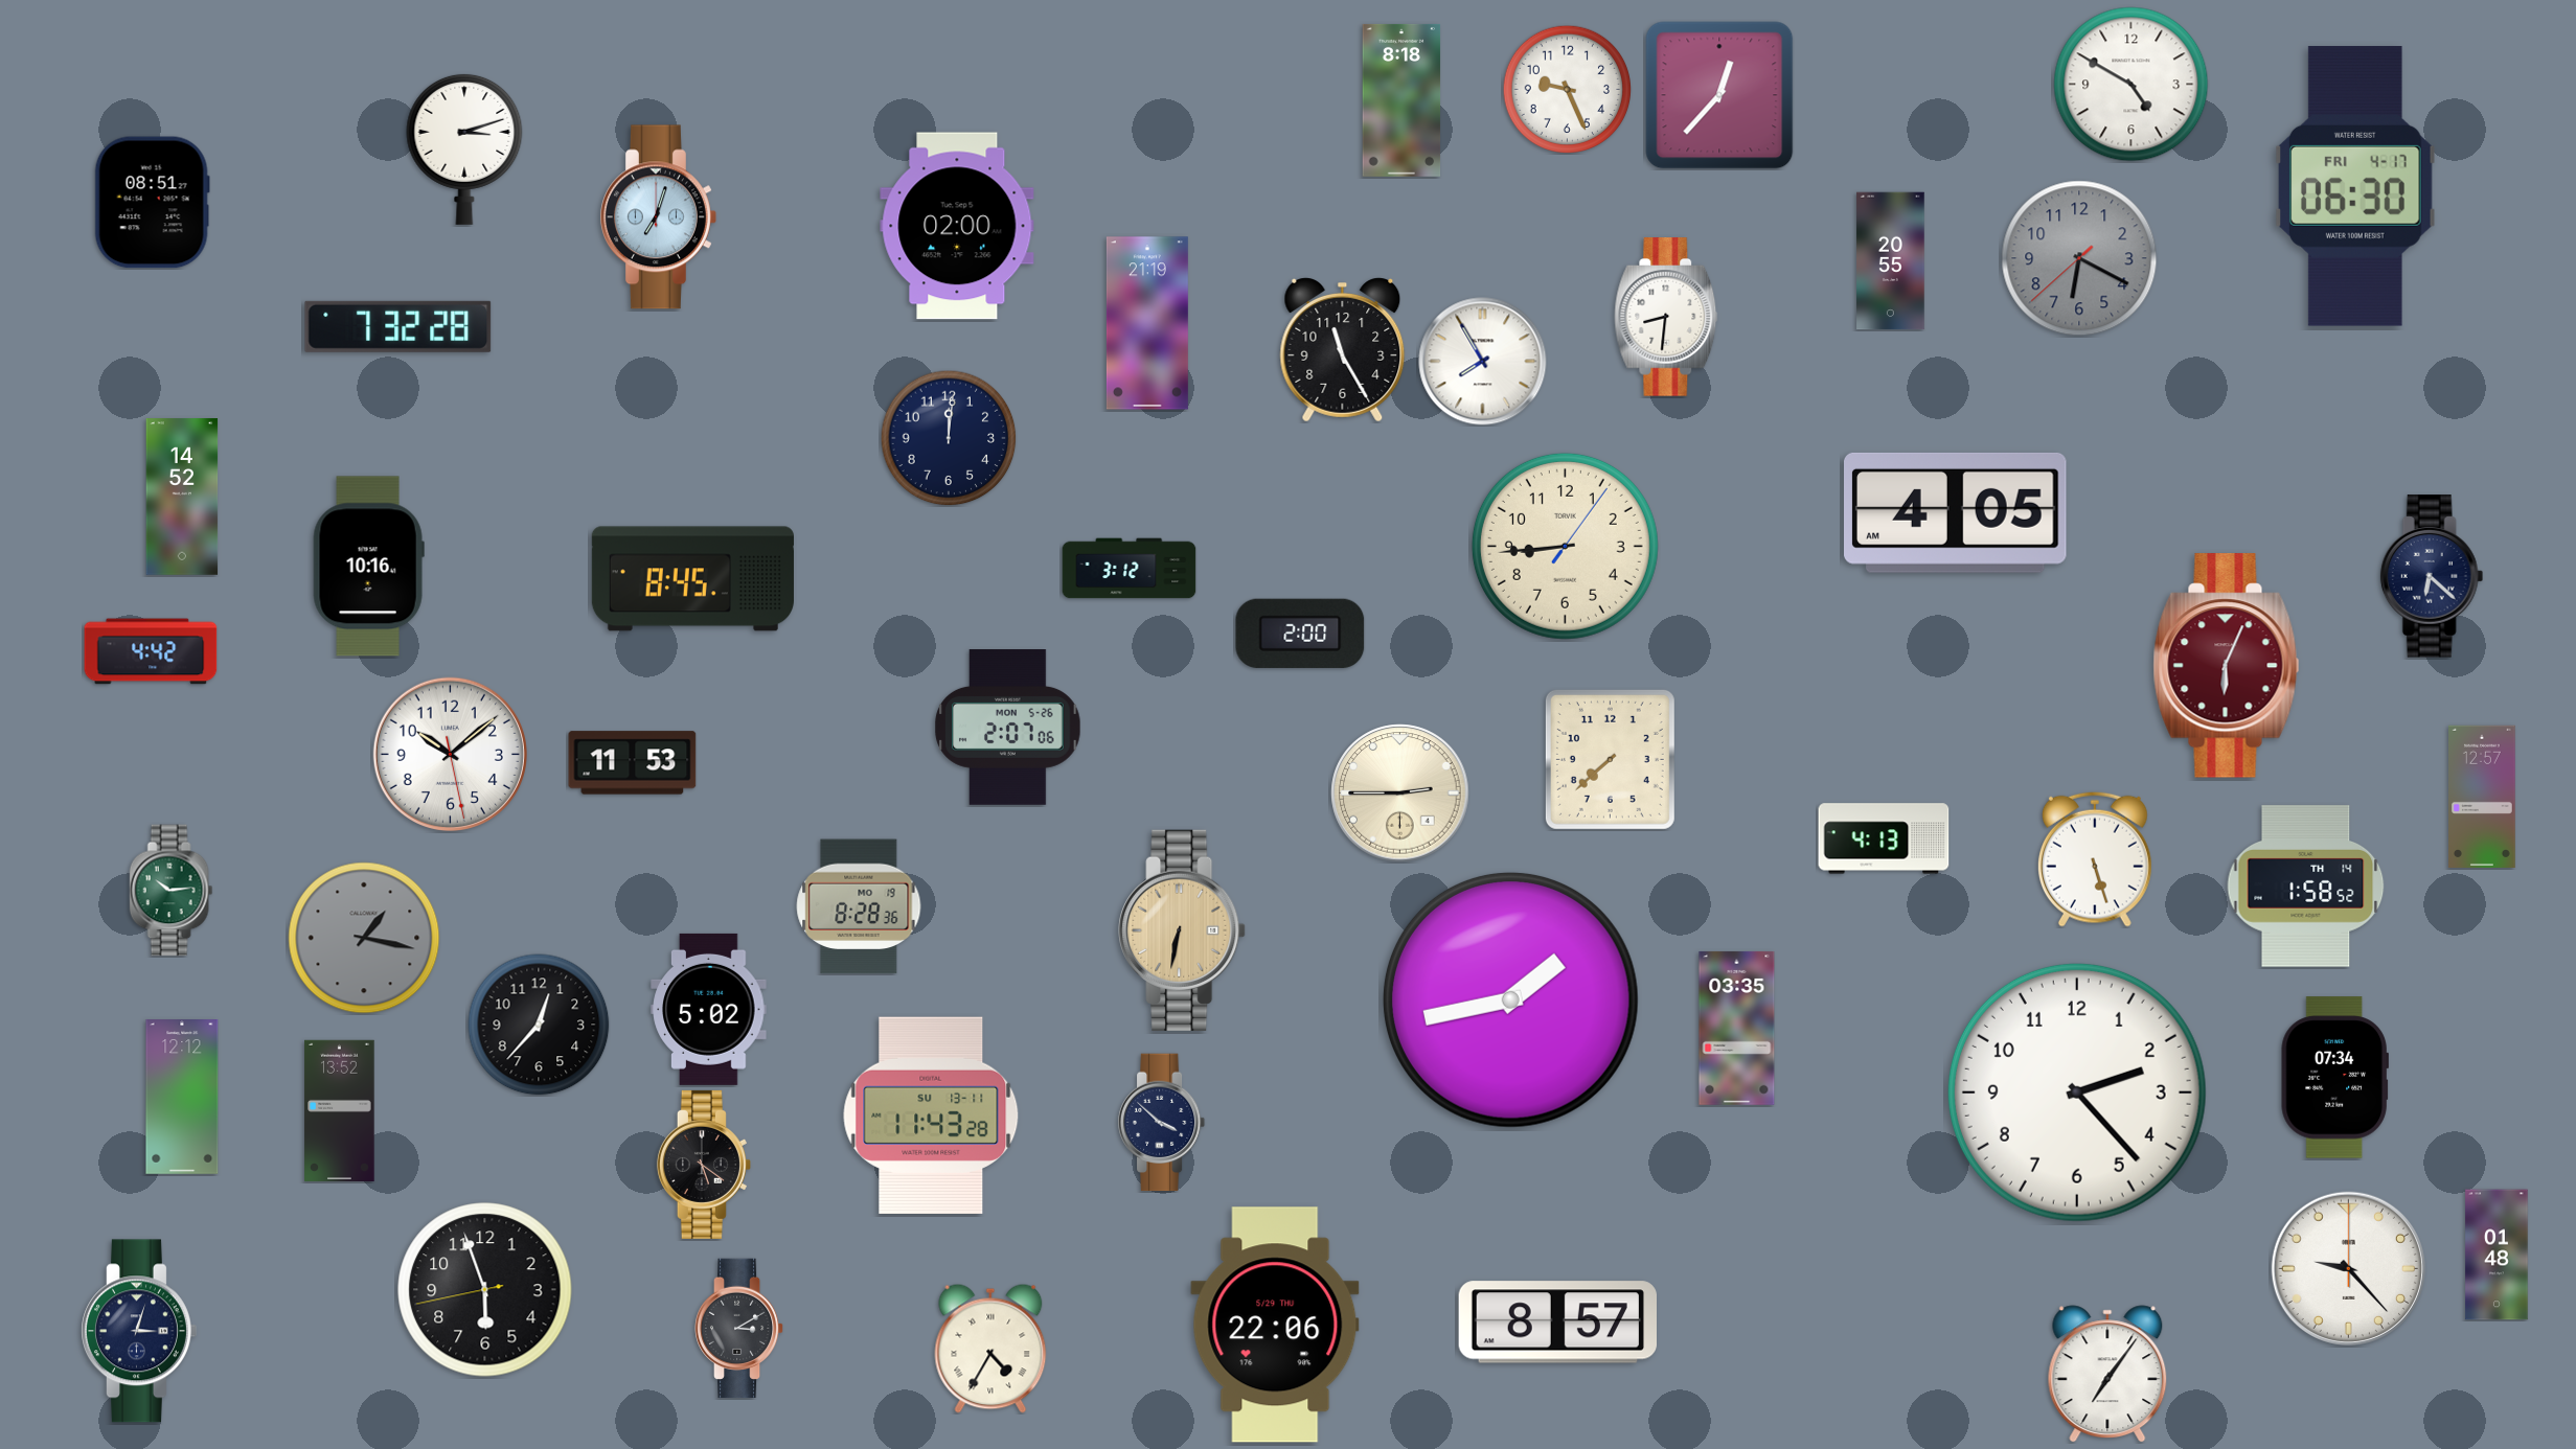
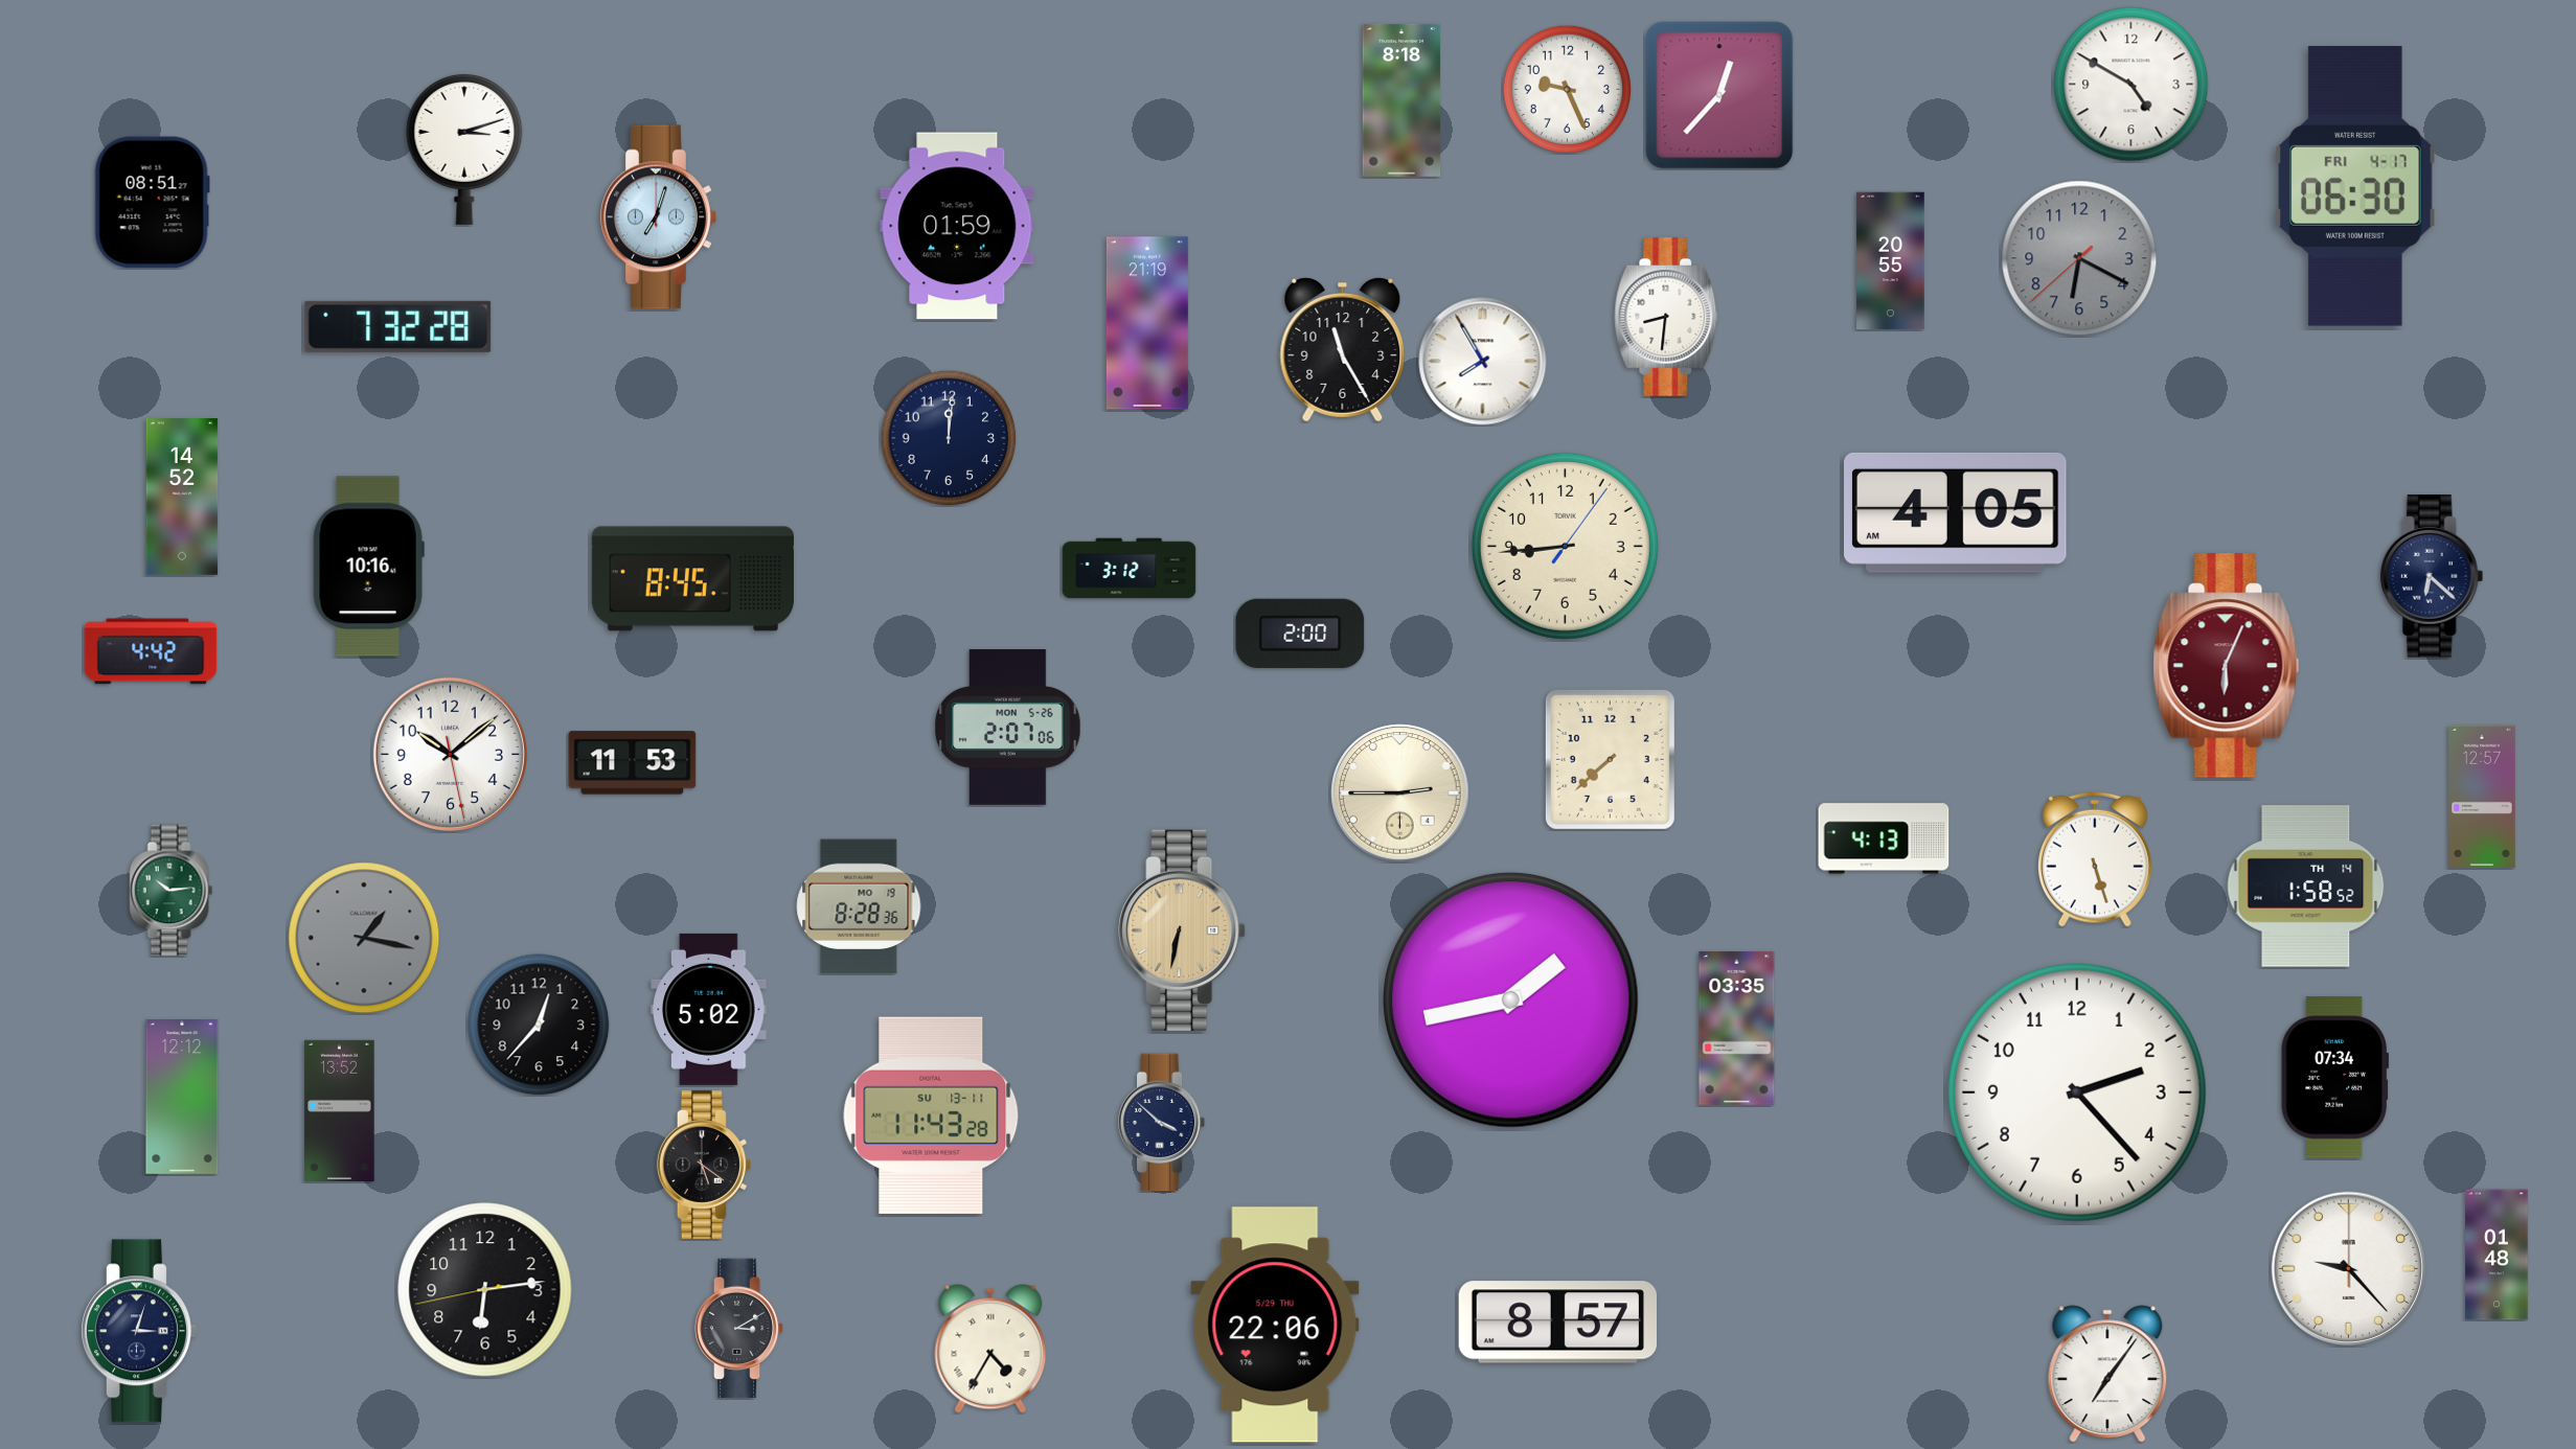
clock at (957, 226): 02:00 -> 01:59
clock at (485, 1290): 5:56 -> 6:13
